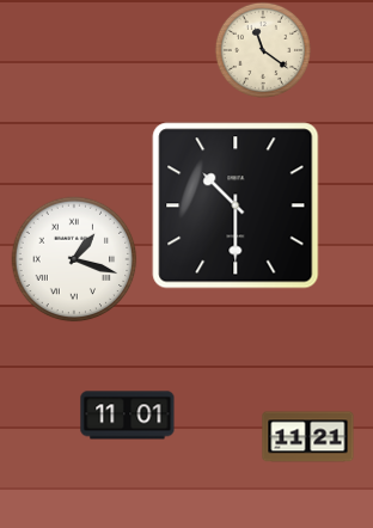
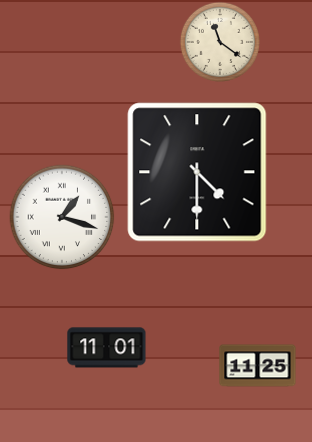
clock at (236, 205): 10:30 -> 4:30
clock at (308, 437): 11:21 -> 11:25
